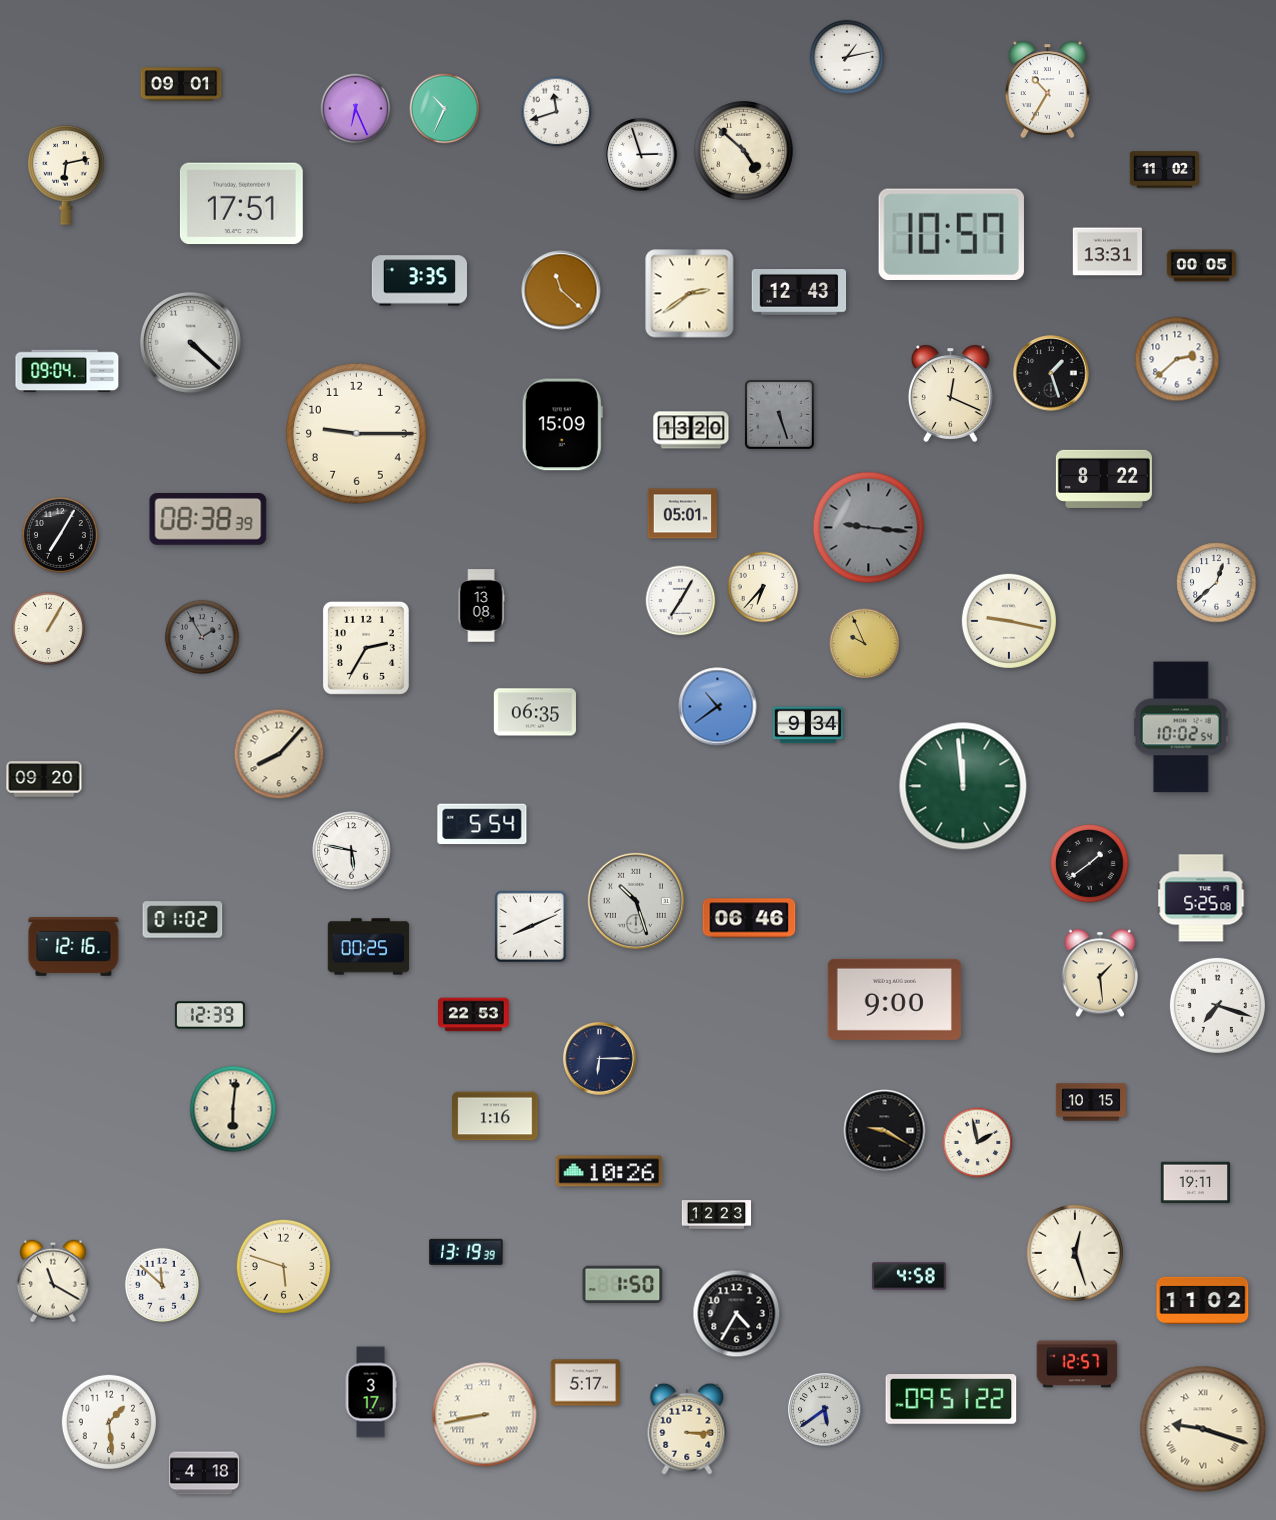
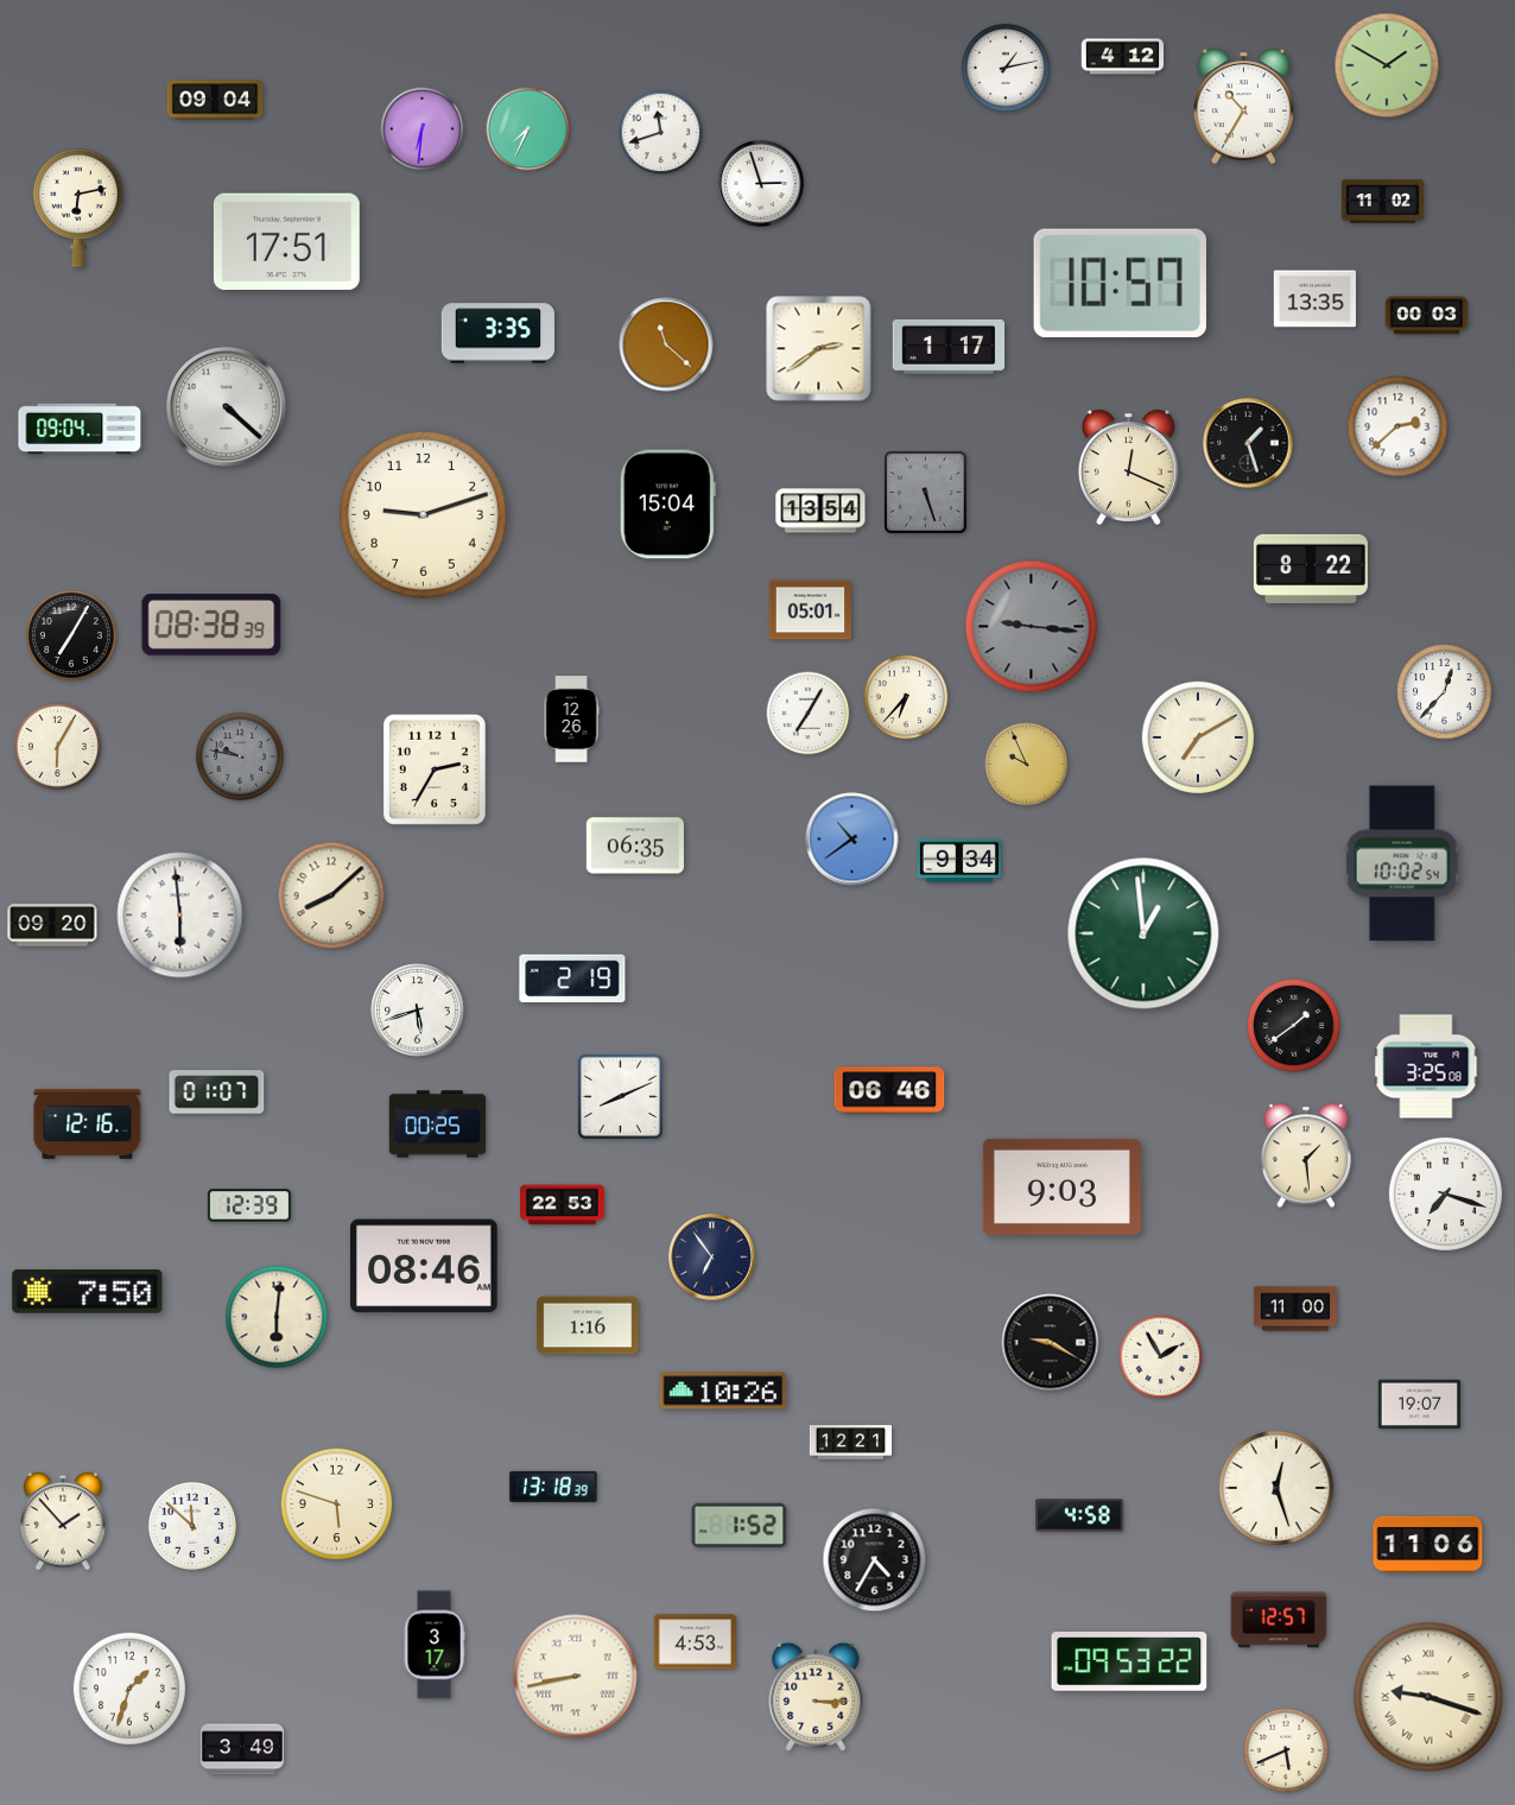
clock at (1122, 57): none -> 4:12
clock at (1387, 65): none -> 1:50
clock at (181, 84): 09:01 -> 09:04
clock at (356, 109): 6:26 -> 6:31
clock at (445, 109): 10:34 -> 7:34
clock at (744, 151): 4:52 -> none
clock at (951, 234) position: (951, 234) -> (1120, 283)
clock at (1108, 252): 13:31 -> 13:35
clock at (1202, 266): 00:05 -> 00:03
clock at (799, 293): 12:43 -> 1:17
clock at (67, 371) position: (67, 371) -> (80, 429)
clock at (562, 425): 15:09 -> 15:04
clock at (691, 430): 13:20 -> 13:54
clock at (356, 433): 9:15 -> 9:12
clock at (208, 520) position: (208, 520) -> (211, 626)
clock at (1217, 583): 12:38 -> 12:37
clock at (481, 606): 13:08 -> 12:26
clock at (1009, 621): 9:17 -> 7:10
clock at (48, 628): 1:05 -> 6:05
clock at (202, 637): 1:55 -> 9:47
clock at (279, 754): 8:07 -> 8:08
clock at (180, 916): none -> 5:59
clock at (963, 786): 11:59 -> 12:59
clock at (482, 824): 5:54 -> 2:19
clock at (352, 851): 5:47 -> 5:42
clock at (1201, 898): 5:25 -> 3:25
clock at (636, 901): 10:27 -> none
clock at (183, 920): 01:02 -> 01:07
clock at (530, 926) position: (530, 926) -> (620, 1096)
clock at (894, 999): 9:00 -> 9:03
clock at (600, 1059): 6:15 -> 6:54
clock at (425, 1266): none -> 08:46
clock at (88, 1292): none -> 7:50
clock at (1091, 1102): 10:15 -> 11:00
clock at (978, 1143): 1:58 -> 1:55
clock at (1195, 1183): 19:11 -> 19:07
clock at (717, 1215): 12:23 -> 12:21
clock at (466, 1252): 13:19 -> 13:18
clock at (53, 1281): 11:20 -> 1:53
clock at (623, 1284): 1:50 -> 1:52
clock at (1203, 1300): 11:02 -> 11:06
clock at (586, 1383): 5:17 -> 4:53
clock at (371, 1392) position: (371, 1392) -> (435, 1645)
clock at (951, 1399): 09:51 -> 09:53
clock at (825, 1410): 5:39 -> none
clock at (485, 1415) position: (485, 1415) -> (576, 1677)
clock at (109, 1422): 1:29 -> 1:33
clock at (204, 1473): 4:18 -> 3:49
clock at (1286, 1750): none -> 5:41
